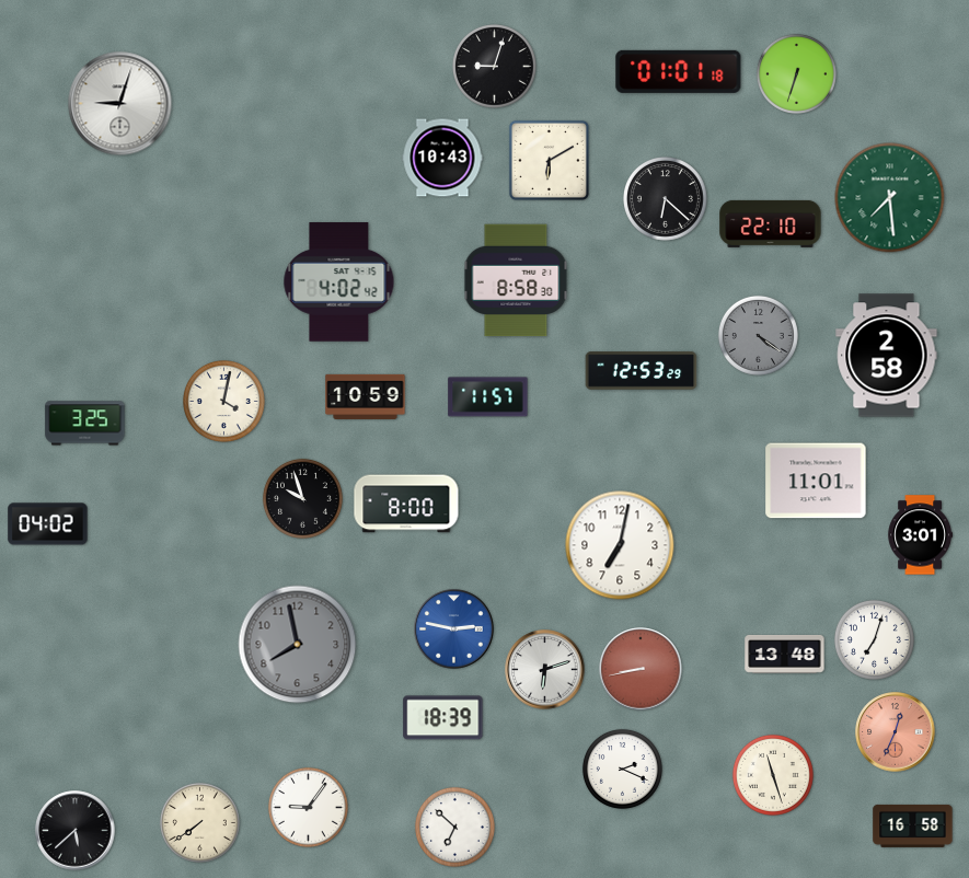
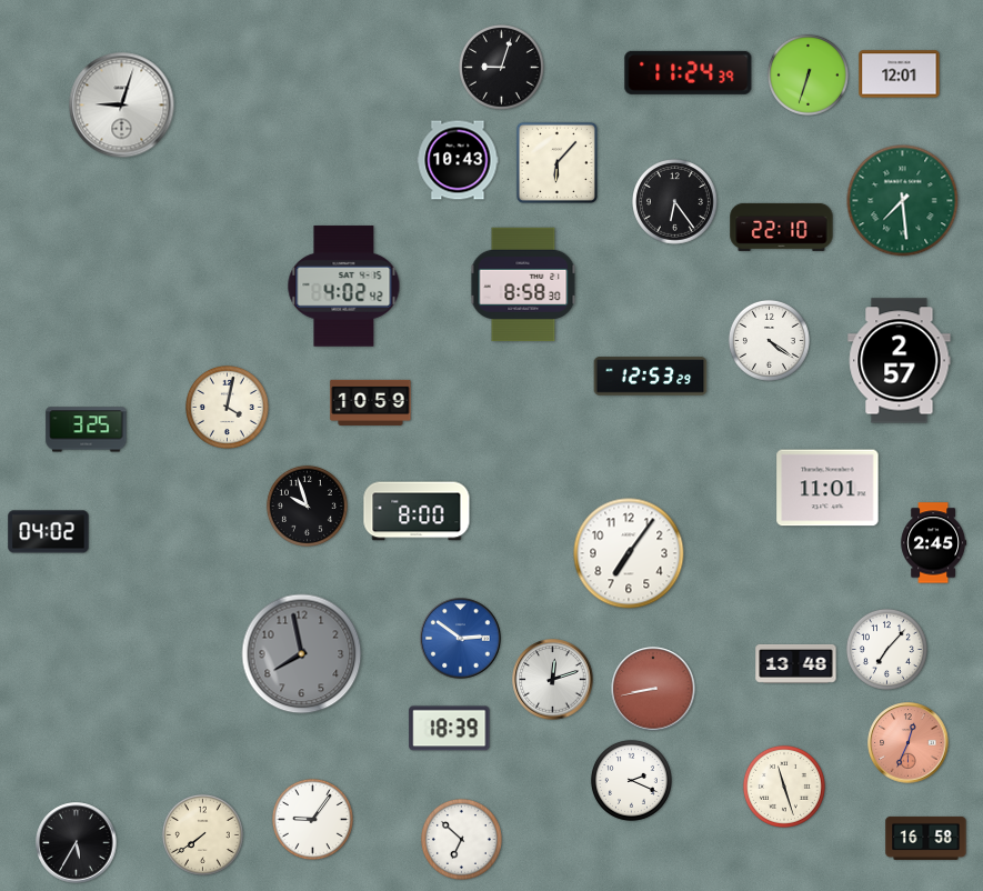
clock at (679, 71): 01:01 -> 11:24
clock at (900, 74): none -> 12:01
clock at (442, 158) position: (442, 158) -> (458, 160)
clock at (549, 160): 6:10 -> 6:07
clock at (666, 199): 6:22 -> 6:24
clock at (758, 335) dial: grey -> white
clock at (887, 356): 2:58 -> 2:57
clock at (488, 397): 11:57 -> none
clock at (406, 504) position: (406, 504) -> (417, 511)
clock at (921, 535): 3:01 -> 2:45
clock at (620, 545): 7:02 -> 7:06
clock at (454, 629): 2:47 -> 2:51
clock at (874, 639): 7:03 -> 7:07
clock at (641, 669) position: (641, 669) -> (653, 689)
clock at (545, 670): 6:12 -> 12:12
clock at (76, 831): 5:38 -> 5:35
